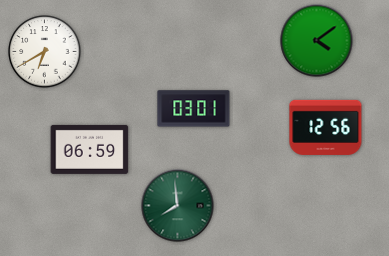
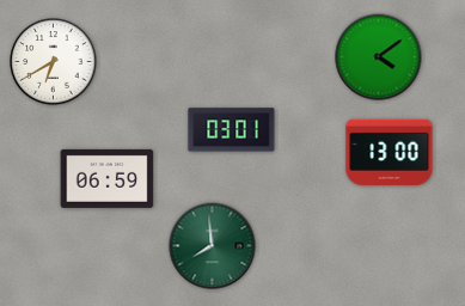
clock at (317, 41) position: (317, 41) -> (379, 57)
clock at (326, 127): 12:56 -> 13:00
